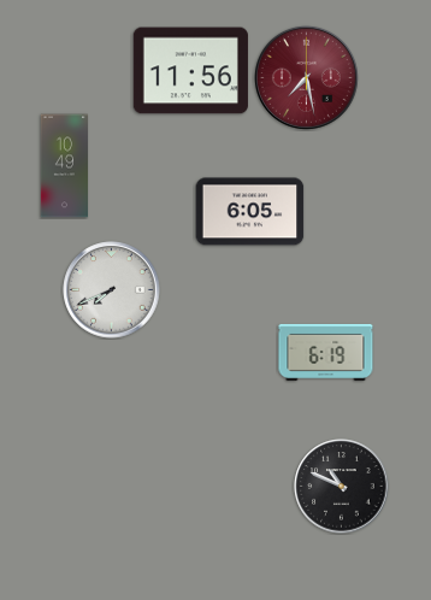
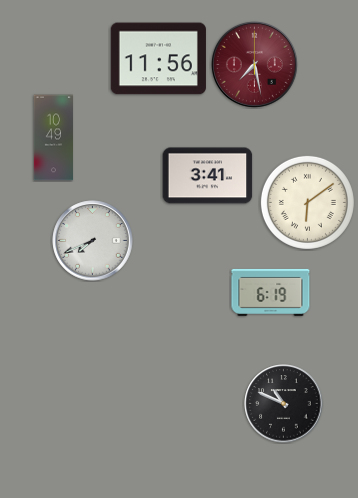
clock at (250, 212): 6:05 -> 3:41
clock at (307, 202): none -> 6:09
